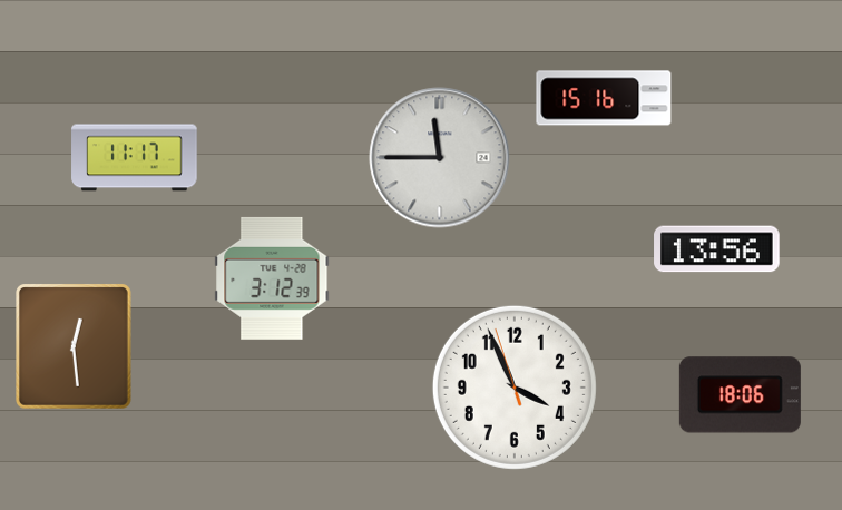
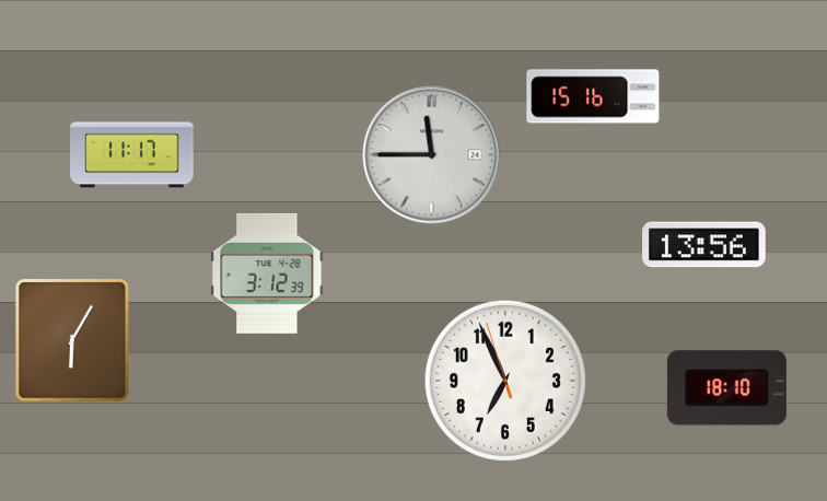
clock at (75, 347): 12:29 -> 6:05
clock at (515, 388): 3:55 -> 6:55
clock at (740, 395): 18:06 -> 18:10
